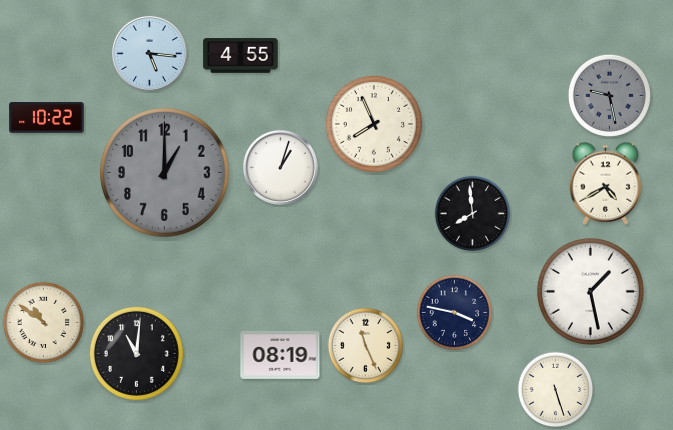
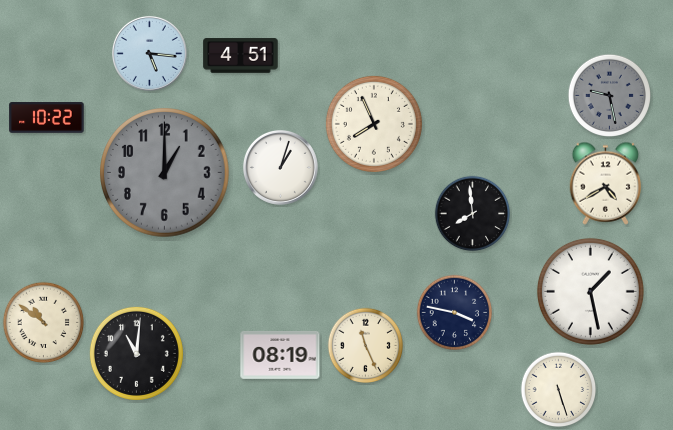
clock at (241, 56): 4:55 -> 4:51
clock at (556, 390) position: (556, 390) -> (559, 390)
